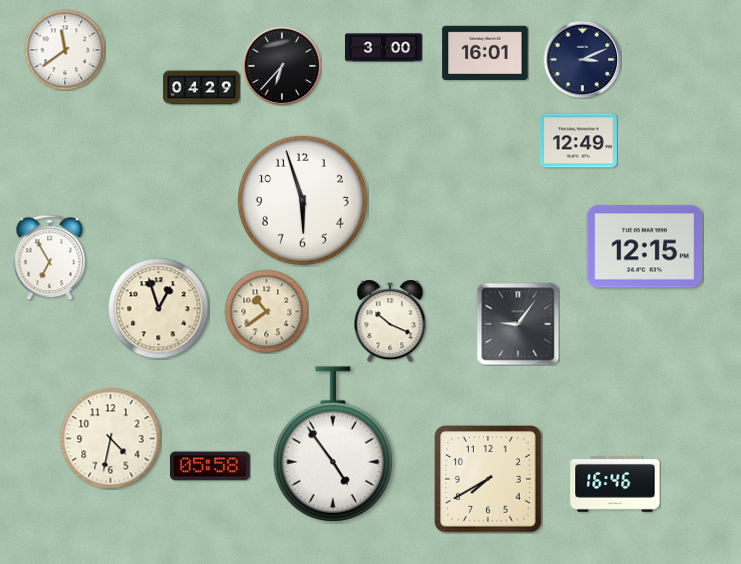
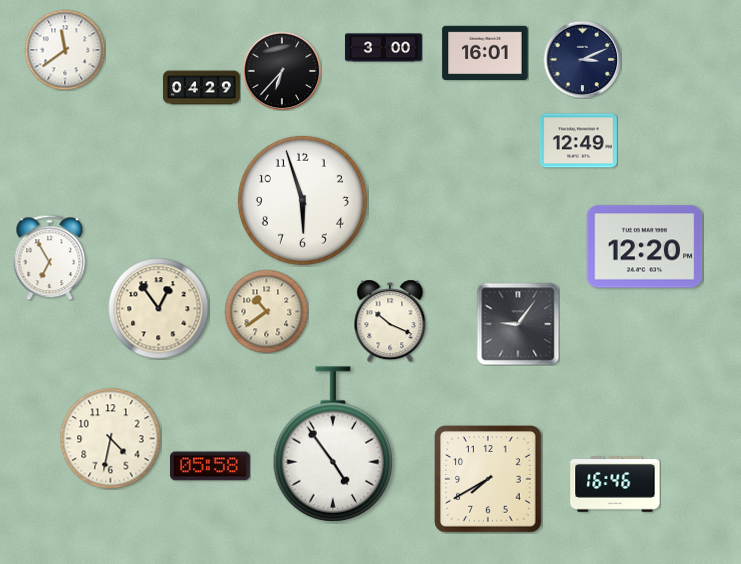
clock at (282, 66) position: (282, 66) -> (282, 71)
clock at (645, 247): 12:15 -> 12:20
clock at (159, 309): 12:57 -> 12:54
